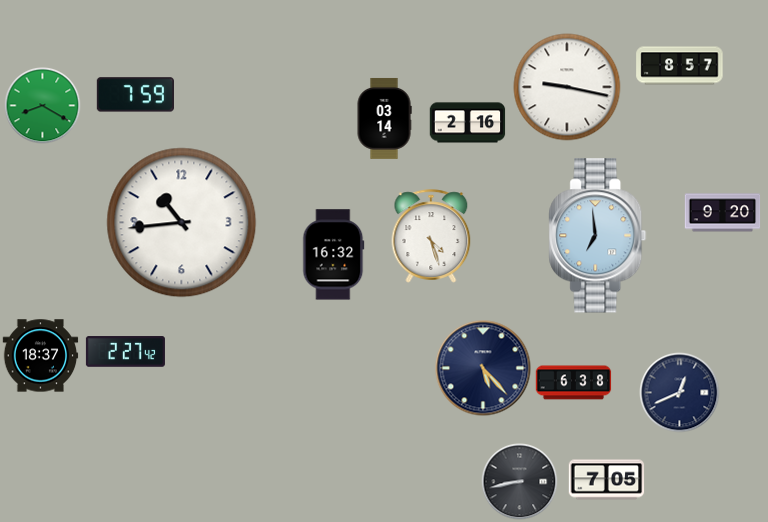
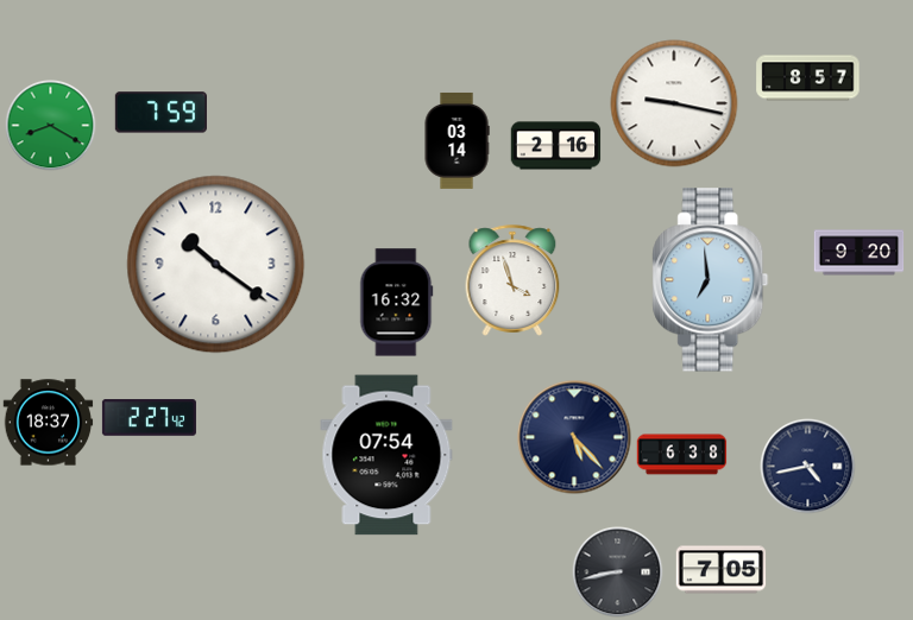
clock at (182, 223): 10:44 -> 10:21
clock at (431, 236): 4:27 -> 3:57
clock at (386, 455): none -> 07:54
clock at (680, 393): 12:41 -> 4:43
